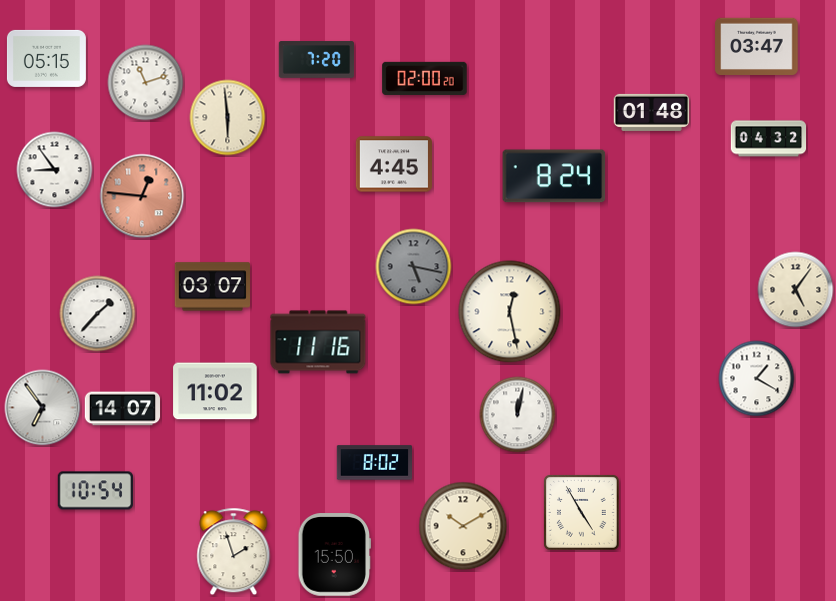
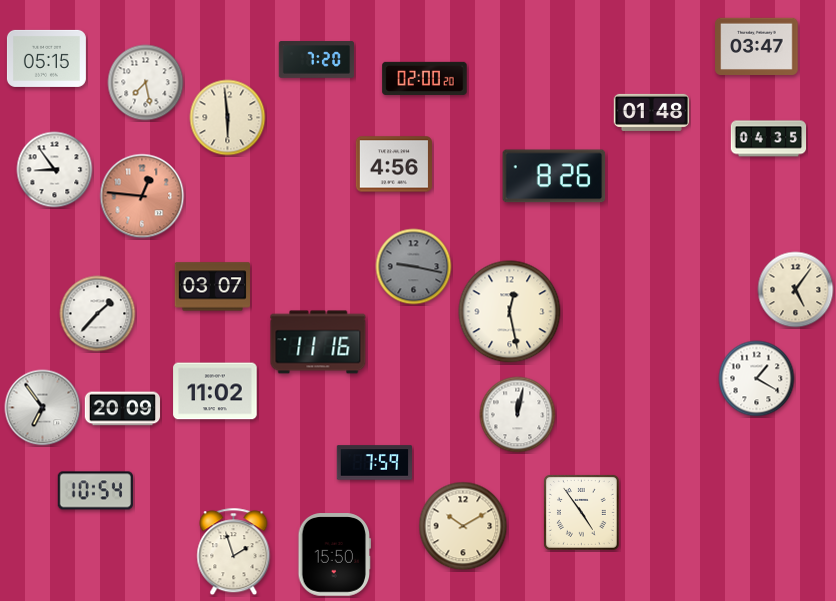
clock at (146, 83): 11:12 -> 7:28
clock at (769, 139): 04:32 -> 04:35
clock at (394, 164): 4:45 -> 4:56
clock at (554, 176): 8:24 -> 8:26
clock at (414, 267): 5:17 -> 9:17
clock at (123, 409): 14:07 -> 20:09
clock at (375, 463): 8:02 -> 7:59
clock at (582, 513): 4:55 -> 4:54
